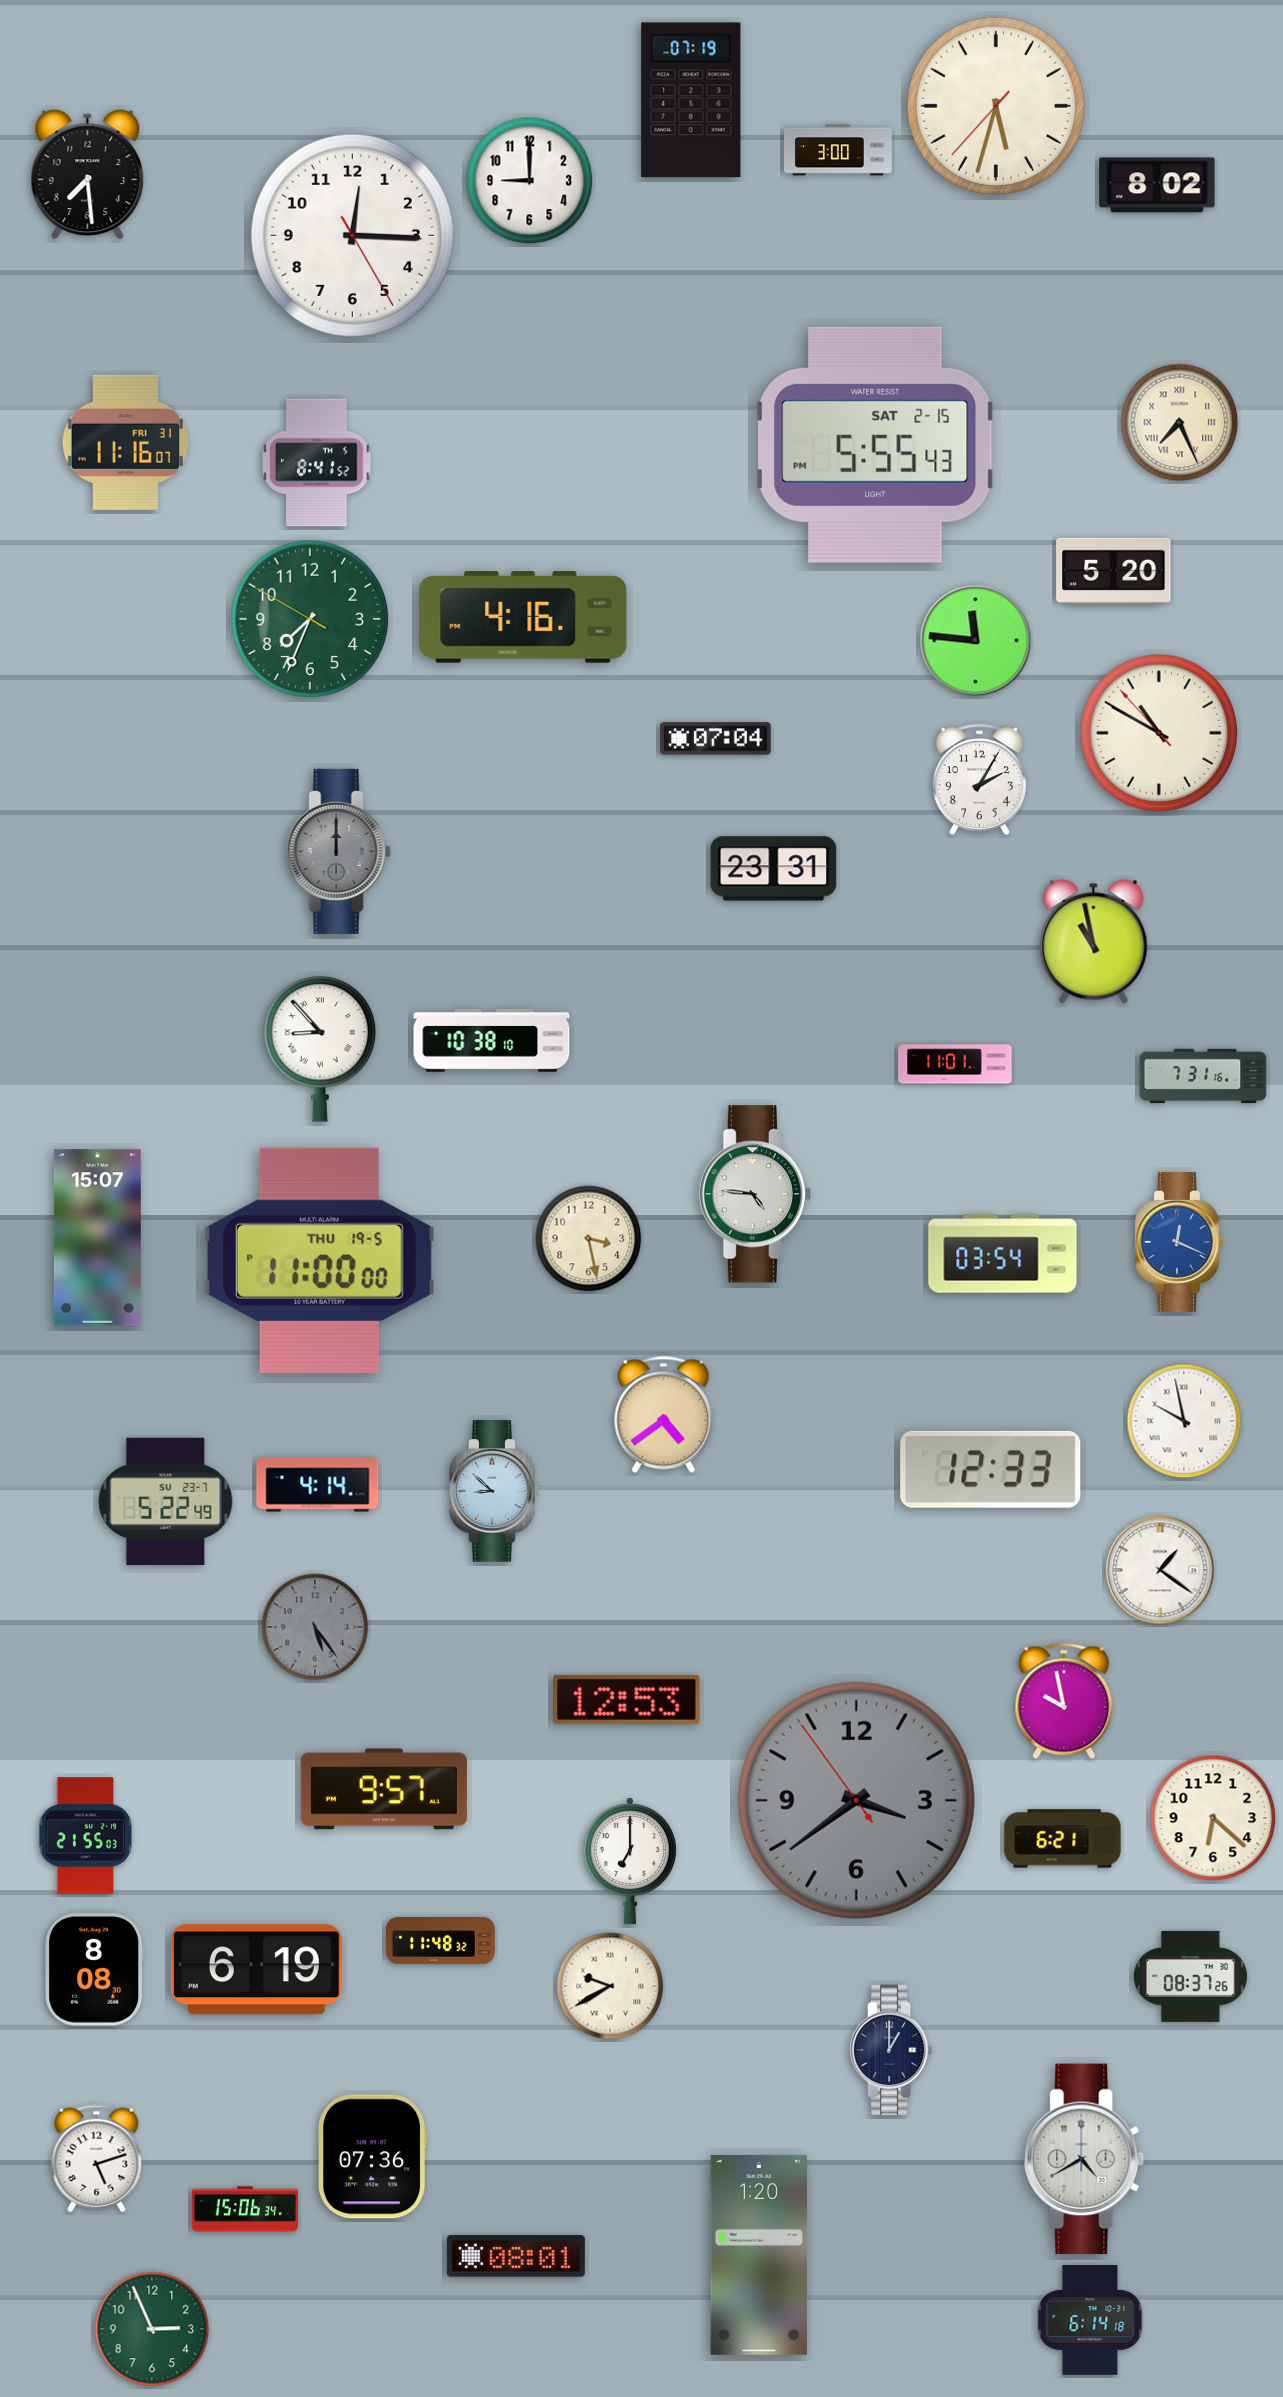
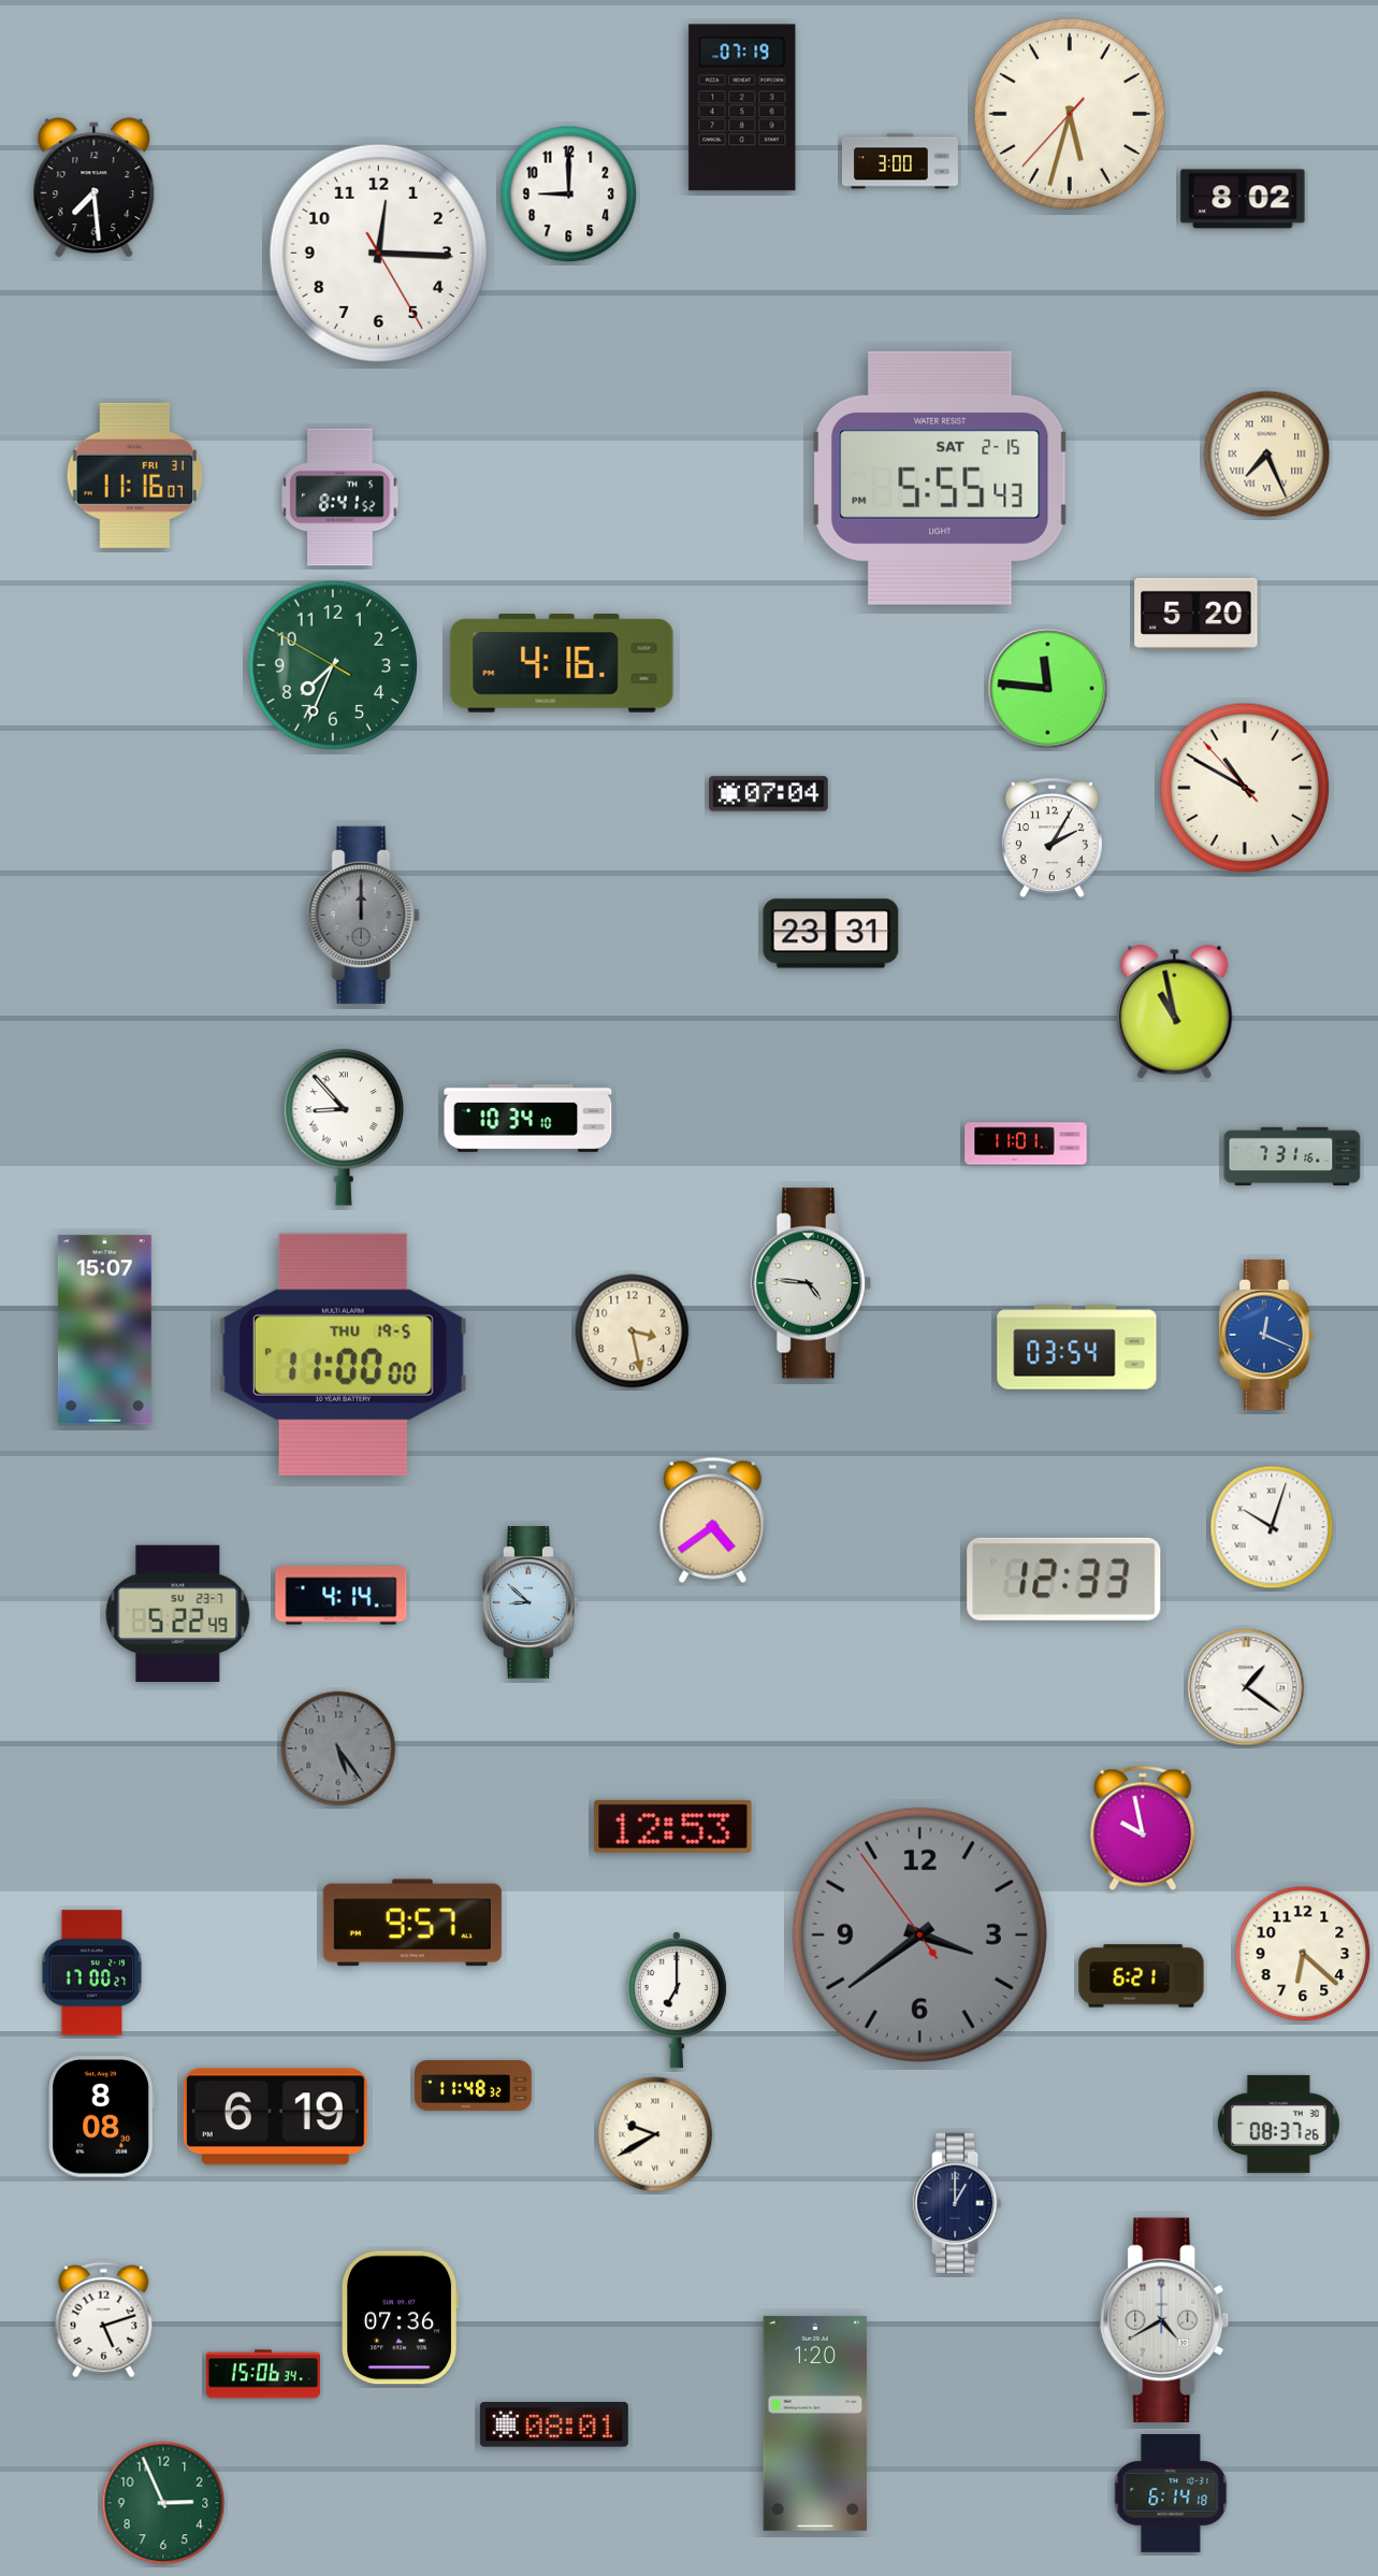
clock at (492, 1040): 10:38 -> 10:34
clock at (1184, 1421): 9:58 -> 10:03
clock at (86, 1836): 21:55 -> 17:00
